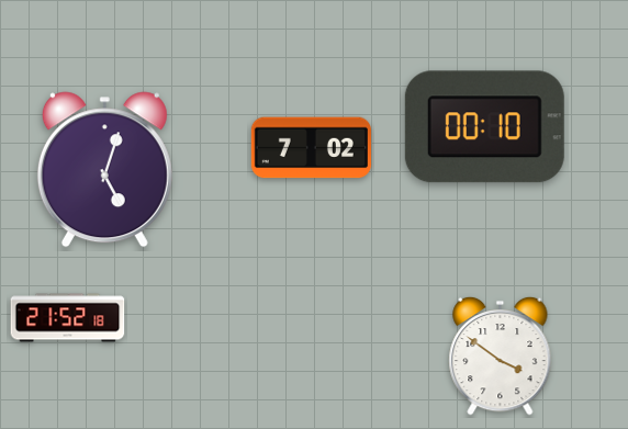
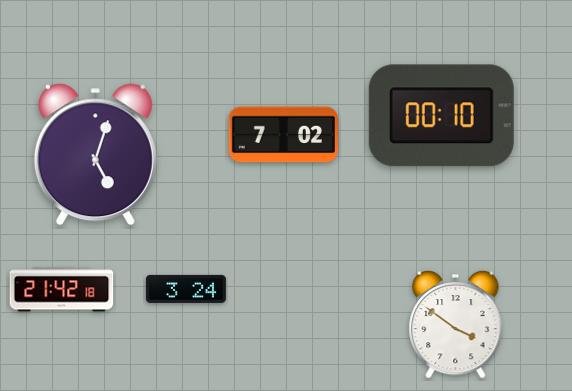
clock at (186, 289): none -> 3:24
clock at (68, 318): 21:52 -> 21:42
